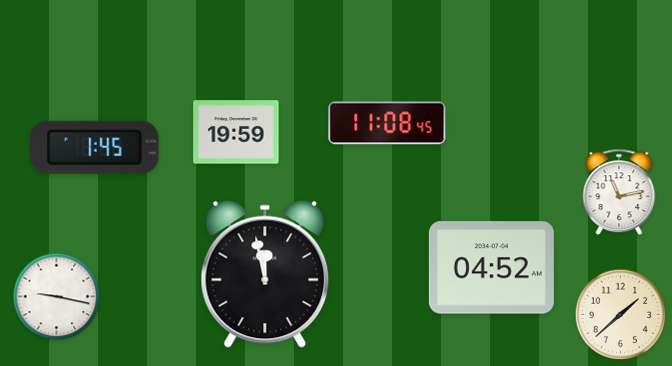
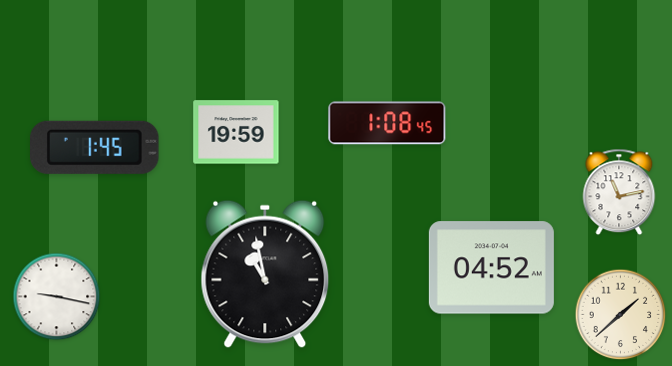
clock at (387, 123): 11:08 -> 1:08
clock at (265, 274): 11:58 -> 10:58
